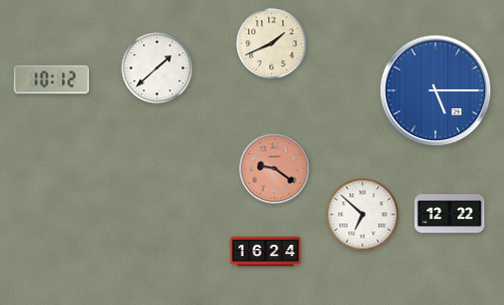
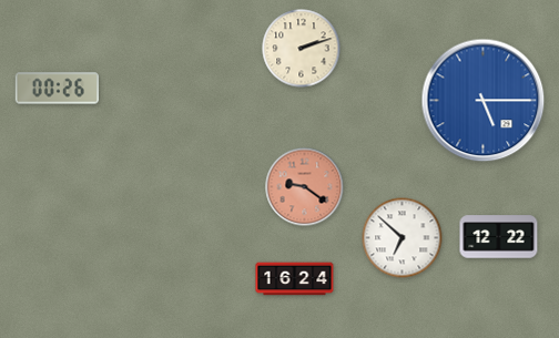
clock at (272, 44): 1:41 -> 2:12
clock at (157, 68): 1:38 -> none
clock at (51, 80): 10:12 -> 00:26
